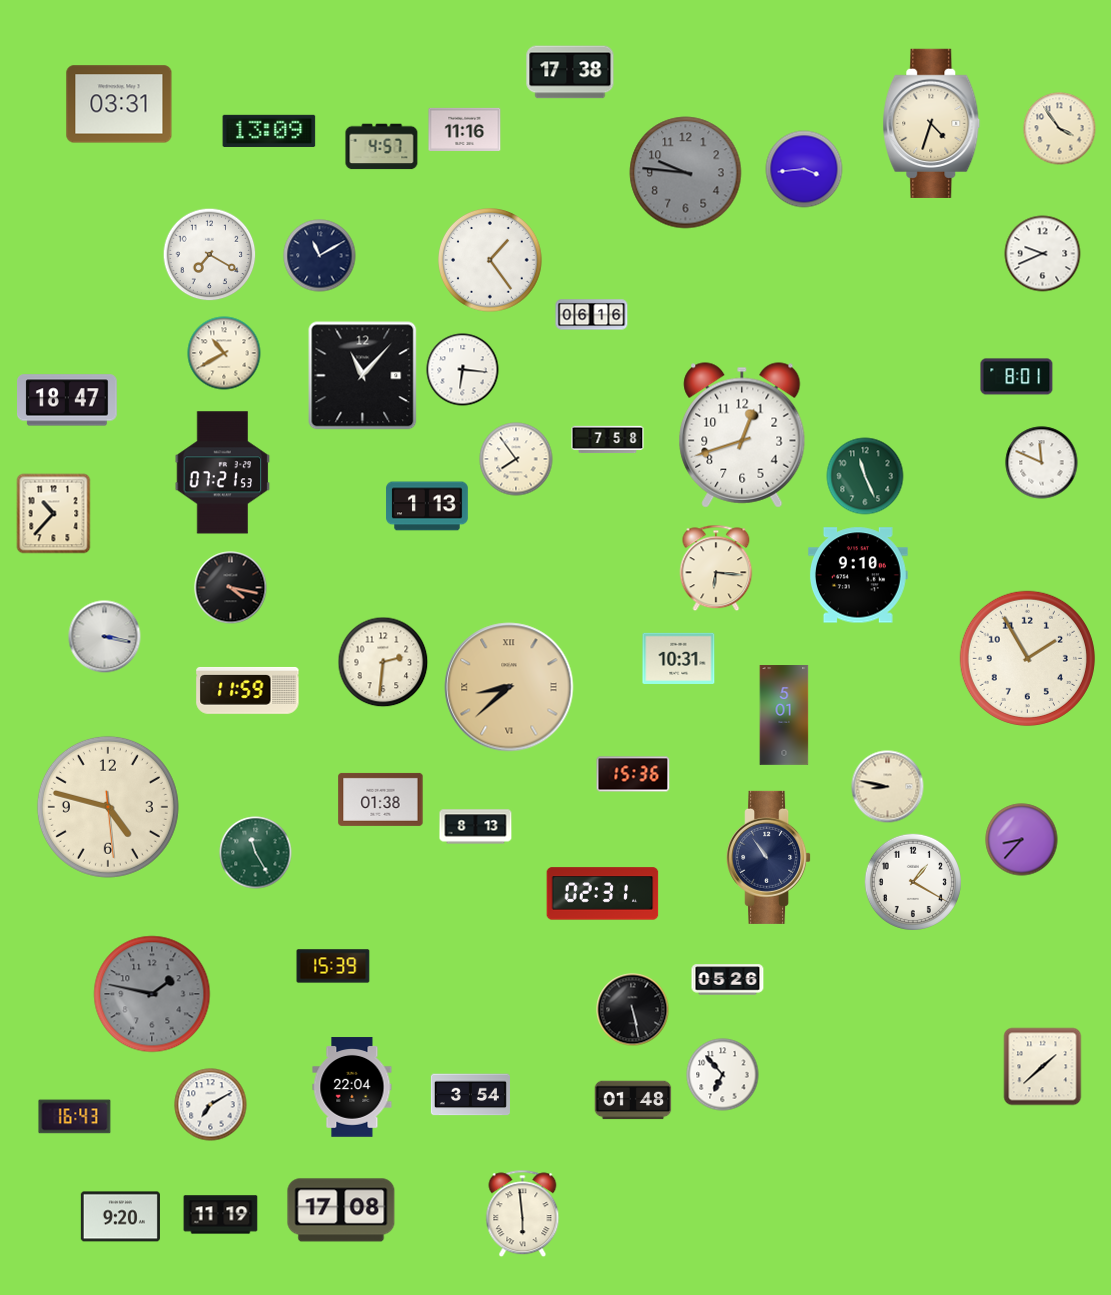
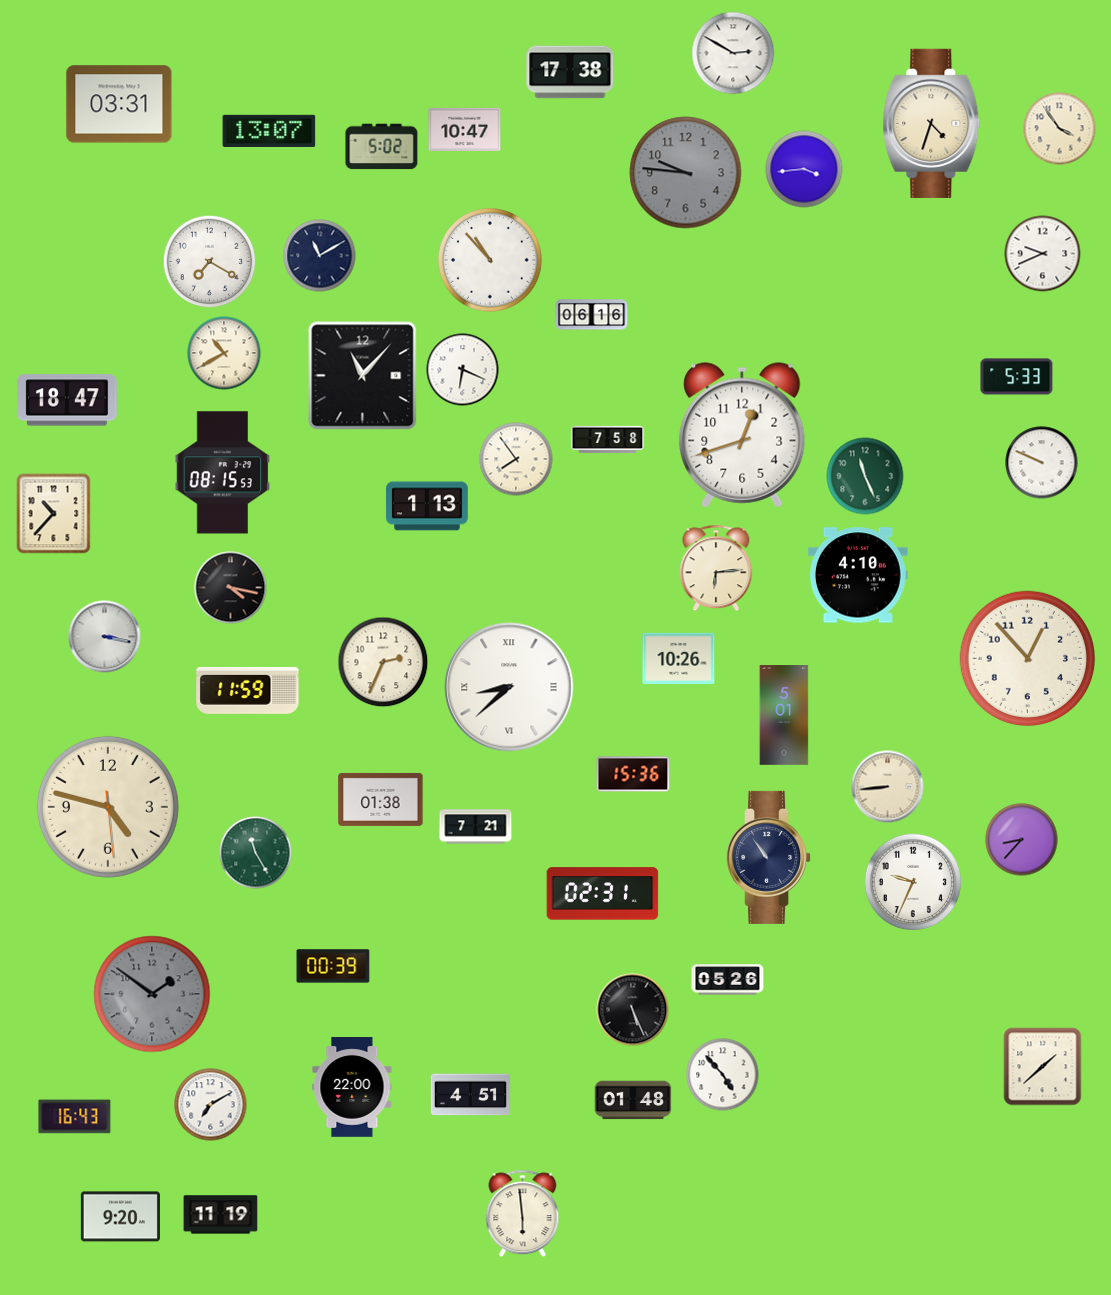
clock at (733, 53): none -> 2:50
clock at (465, 129): 11:16 -> 10:47
clock at (269, 131): 13:09 -> 13:07
clock at (382, 147): 4:57 -> 5:02
clock at (210, 255) position: (210, 255) -> (210, 262)
clock at (491, 261): 1:24 -> 10:53
clock at (463, 370): 6:16 -> 6:19
clock at (1017, 377): 8:01 -> 5:33
clock at (1042, 463): 11:49 -> 9:49
clock at (223, 473): 07:21 -> 08:15
clock at (716, 568): 6:16 -> 6:14
clock at (858, 575): 9:10 -> 4:10
clock at (679, 658): 10:31 -> 10:26
clock at (1027, 658): 1:55 -> 12:53
clock at (383, 662): 2:31 -> 2:34
clock at (509, 687) dial: champagne -> white
clock at (888, 787): 8:47 -> 8:44
clock at (476, 827): 8:13 -> 7:21
clock at (913, 882): 1:20 -> 9:34
clock at (333, 966): 15:39 -> 00:39
clock at (152, 994): 1:47 -> 1:51
clock at (633, 1010): 5:28 -> 5:26
clock at (723, 1075): 6:53 -> 4:53
clock at (352, 1087): 22:04 -> 22:00
clock at (470, 1095): 3:54 -> 4:51
clock at (341, 1210): 17:08 -> none
